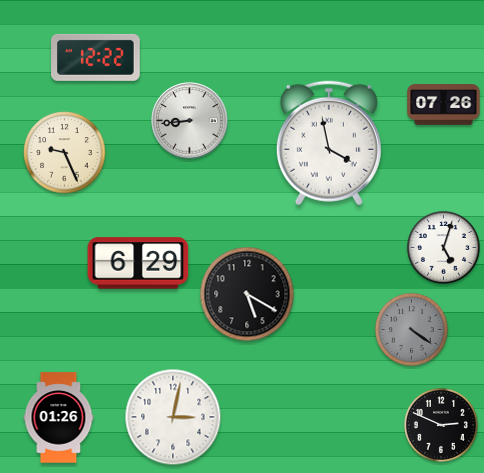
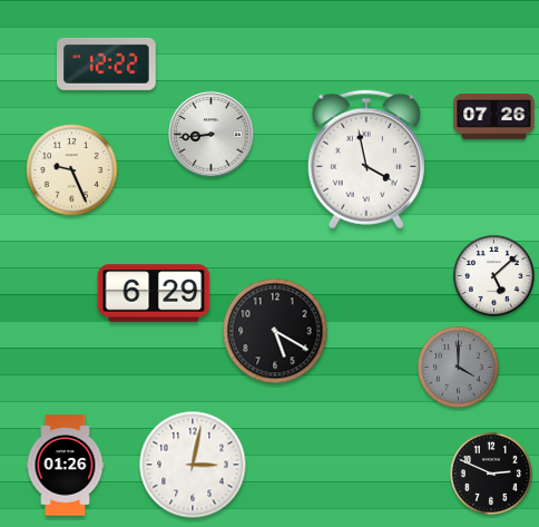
clock at (443, 247): 5:03 -> 5:08
clock at (247, 294) position: (247, 294) -> (275, 331)
clock at (411, 329): 4:21 -> 4:00
